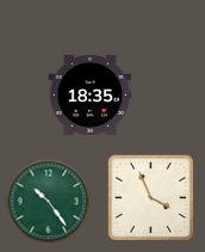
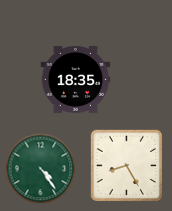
clock at (150, 197): 3:56 -> 8:25
clock at (49, 202): 10:24 -> 4:24
